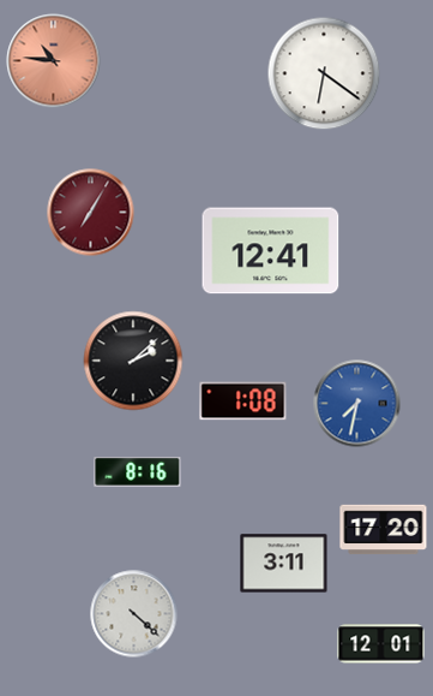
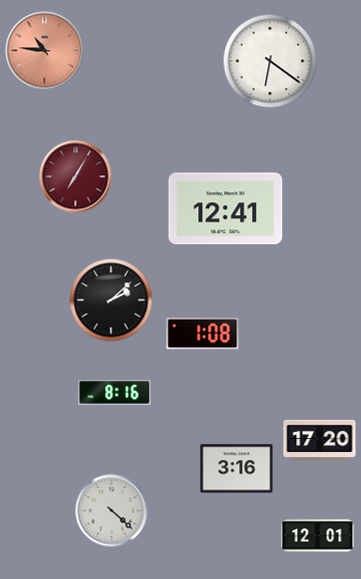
clock at (357, 404): 7:32 -> none
clock at (284, 564): 3:11 -> 3:16
